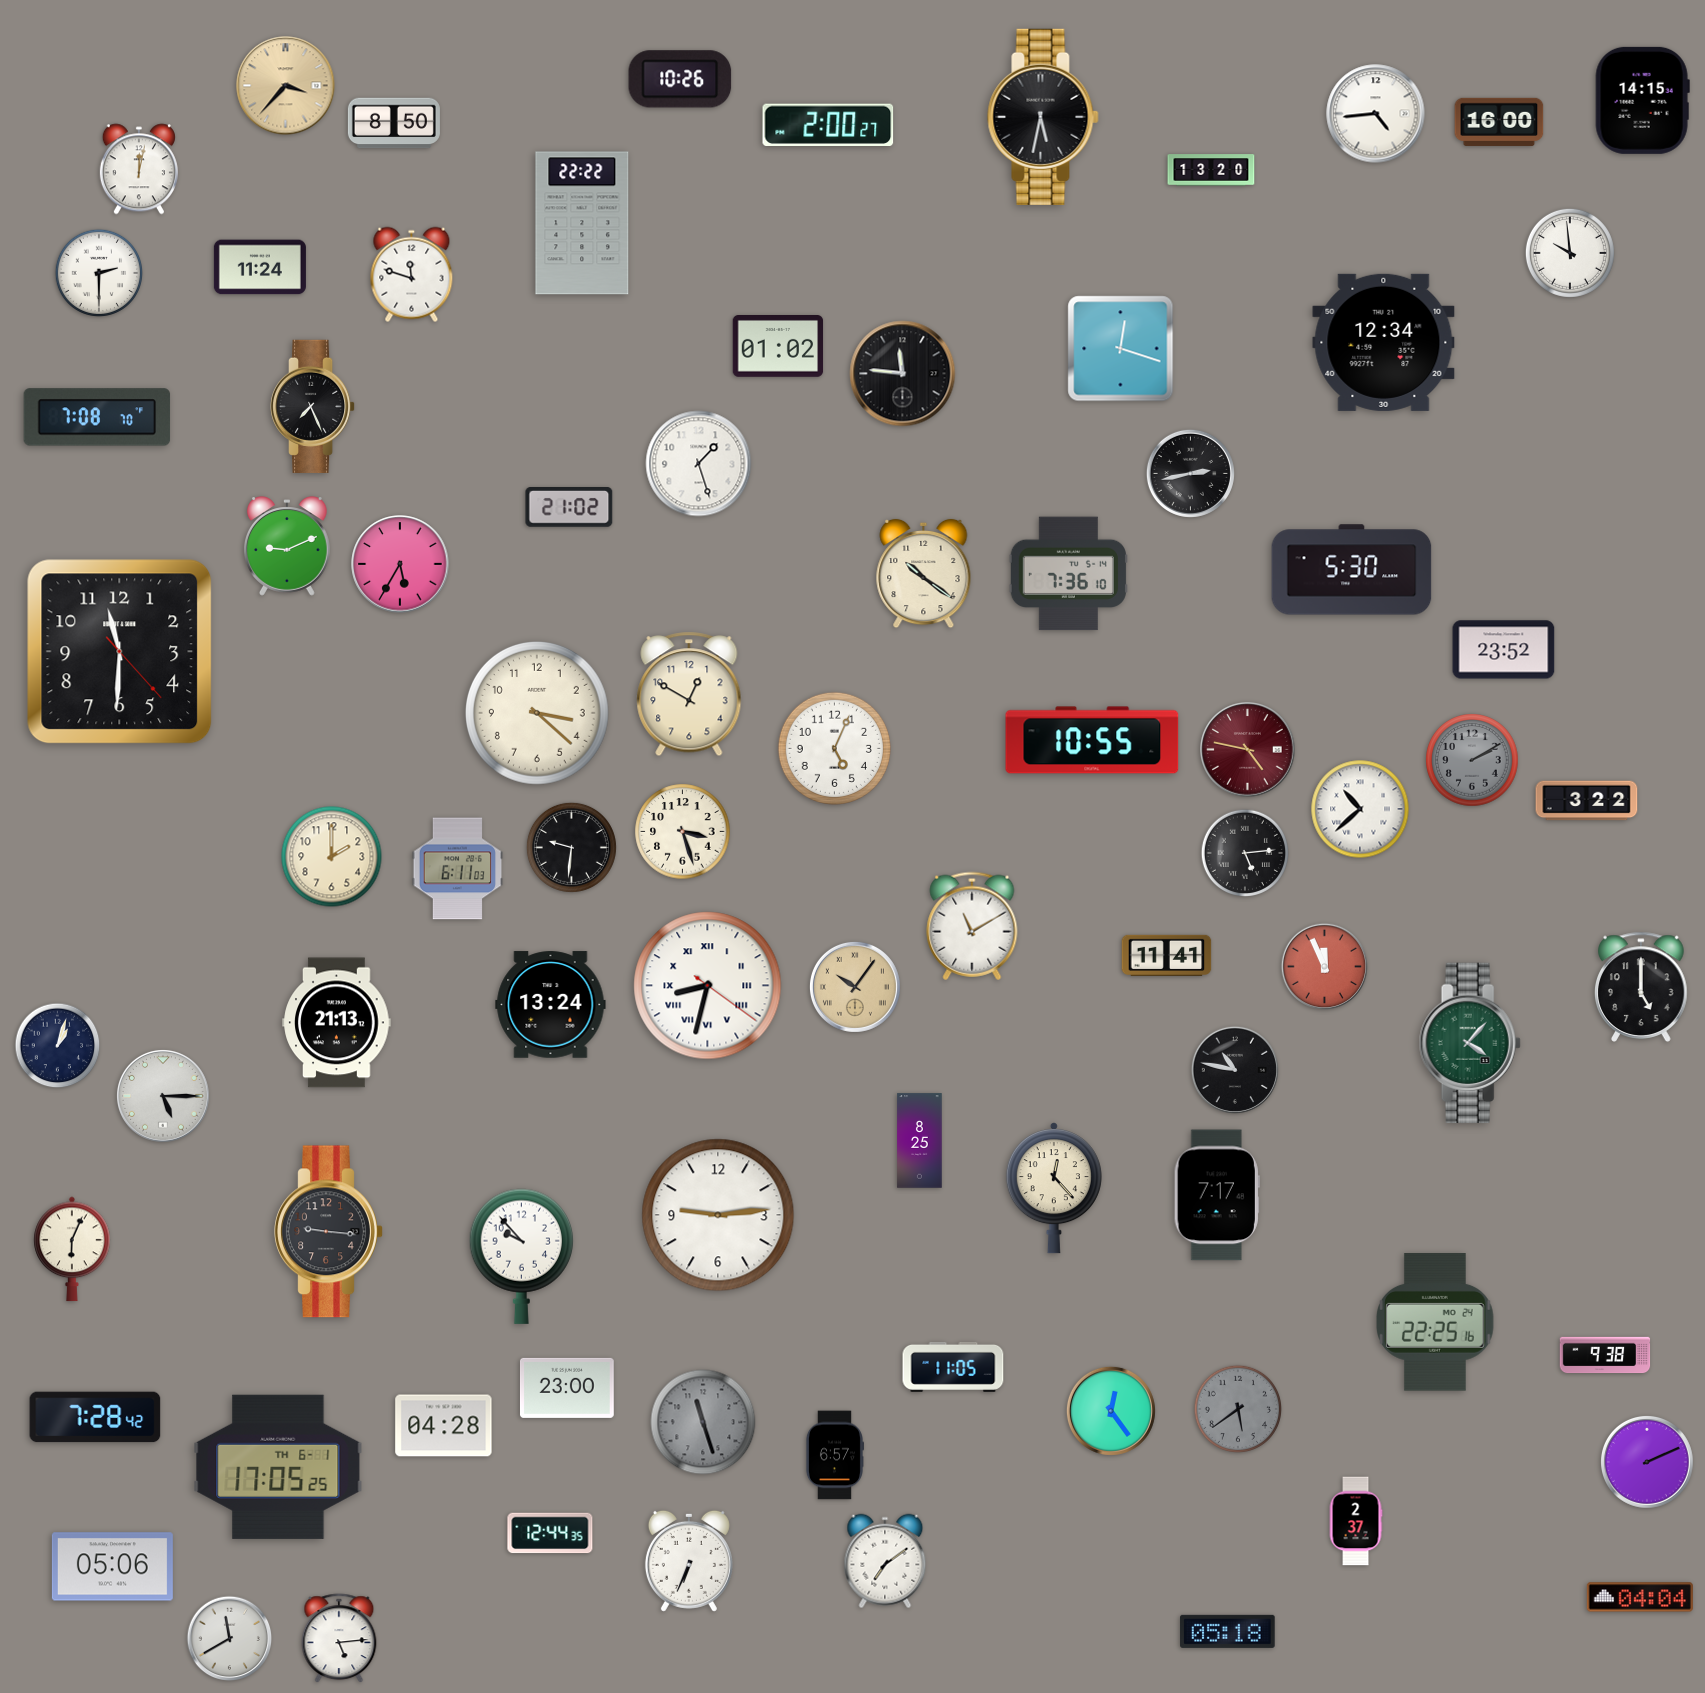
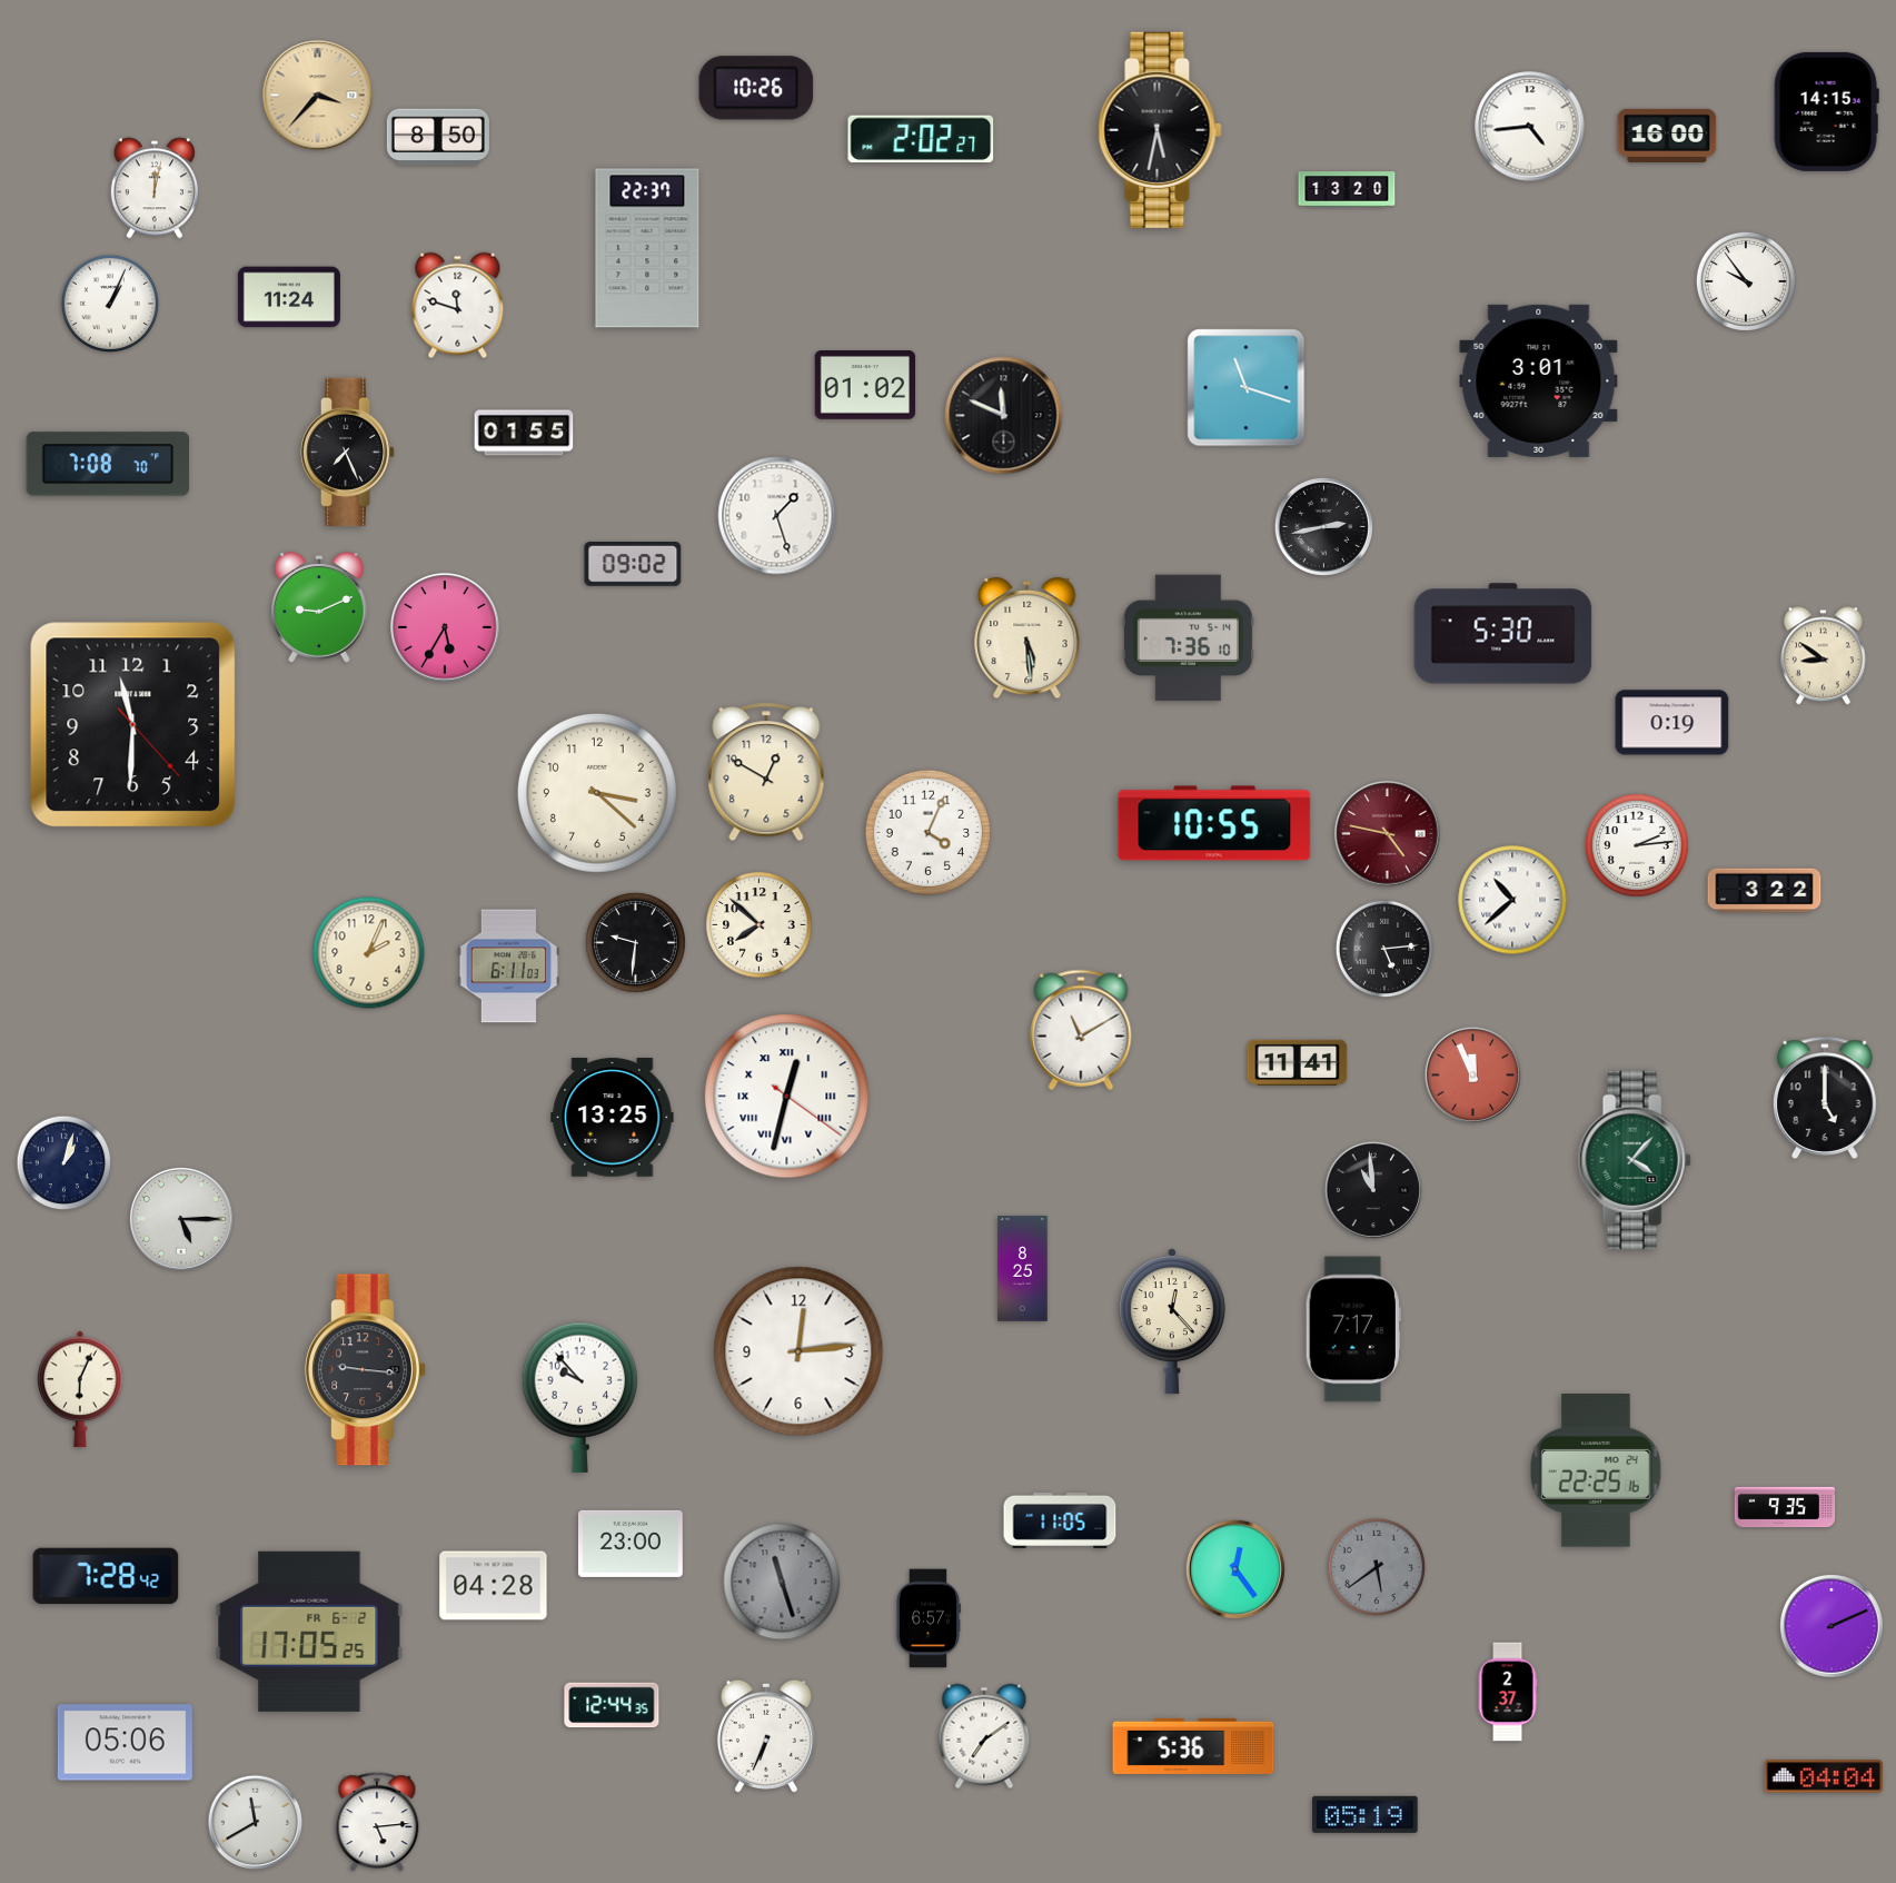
clock at (828, 124): 2:00 -> 2:02
clock at (582, 223): 22:22 -> 22:37
clock at (1570, 253): 9:59 -> 9:54
clock at (98, 272): 2:30 -> 1:04
clock at (1384, 342): 12:34 -> 3:01
clock at (1121, 349): 12:18 -> 11:18
clock at (903, 374): 11:46 -> 11:49
clock at (524, 433): none -> 01:55
clock at (569, 508): 21:02 -> 09:02
clock at (924, 574): 10:21 -> 5:29
clock at (1823, 656): none -> 8:51
clock at (1504, 650): 23:52 -> 0:19
clock at (834, 748): 5:04 -> 4:04
clock at (1472, 760): 2:10 -> 2:14
clock at (1472, 760) dial: grey -> white
clock at (683, 832): 3:27 -> 7:52
clock at (332, 857): 2:00 -> 2:04
clock at (708, 986): 8:32 -> 12:32
clock at (855, 987): 10:06 -> none
clock at (551, 1005): 13:24 -> 13:25
clock at (337, 1023): 21:13 -> none
clock at (1235, 1070): 10:47 -> 10:59
clock at (718, 1215): 9:14 -> 12:14
clock at (1605, 1355): 9:38 -> 9:35
clock at (278, 1467) date: TH 6-1 -> FR 6-2
clock at (1193, 1746): none -> 5:36
clock at (1228, 1631): 05:18 -> 05:19
